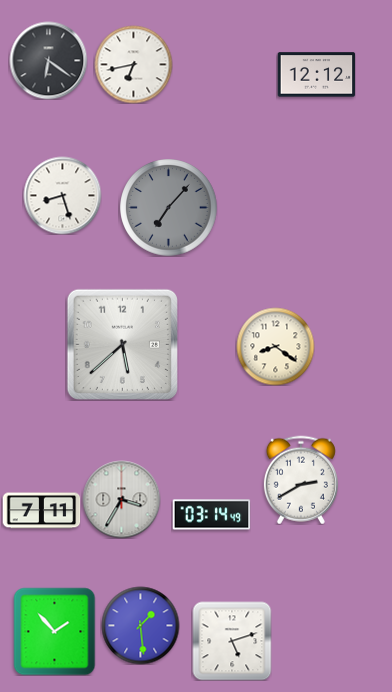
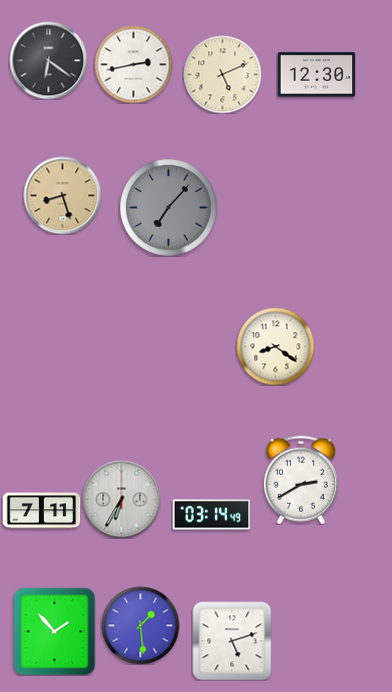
clock at (133, 64): 6:43 -> 2:43
clock at (222, 74): none -> 5:11
clock at (316, 75): 12:12 -> 12:30
clock at (62, 195) dial: white -> champagne
clock at (122, 344): 5:38 -> none
clock at (121, 499): 3:35 -> 6:35
